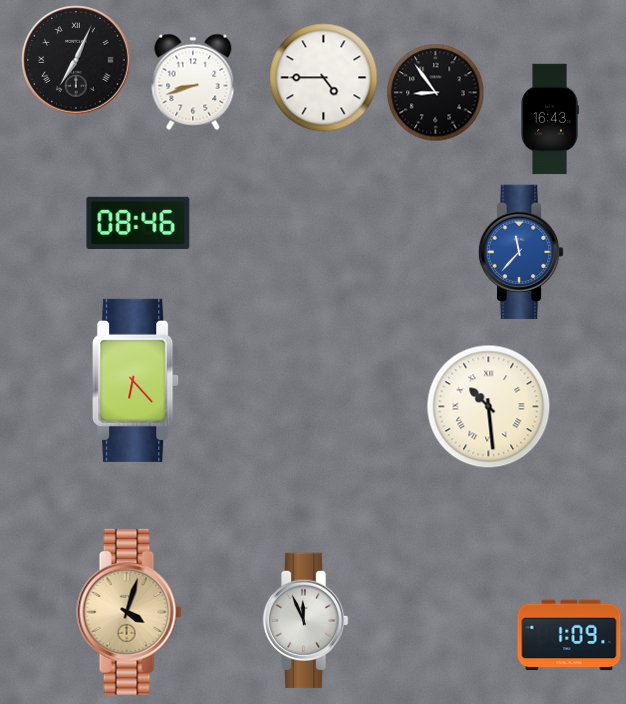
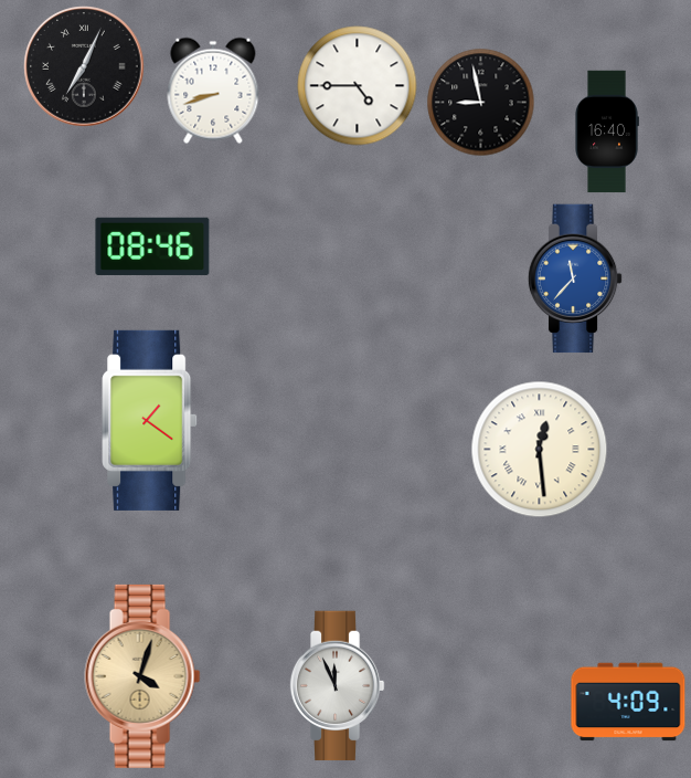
clock at (436, 93): 8:54 -> 8:58
clock at (550, 119): 16:43 -> 16:40
clock at (136, 380): 6:23 -> 1:21
clock at (489, 407): 10:29 -> 12:29
clock at (569, 635): 1:09 -> 4:09
